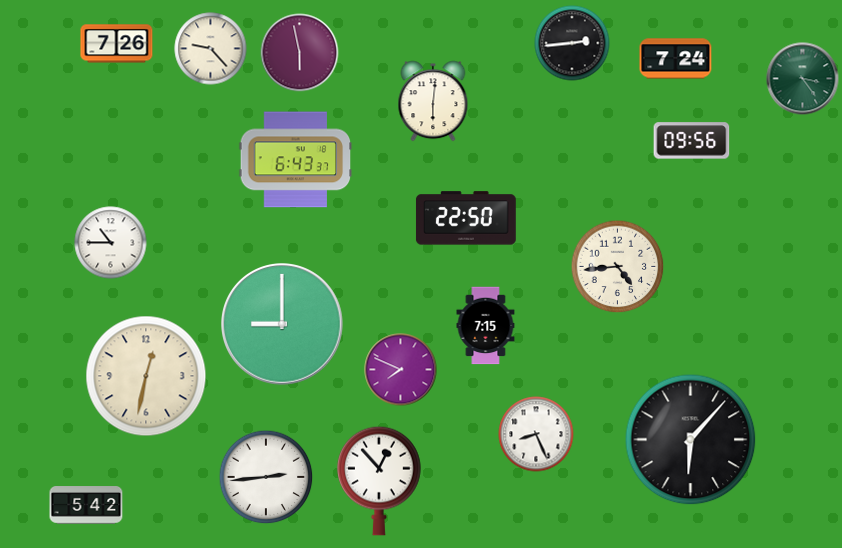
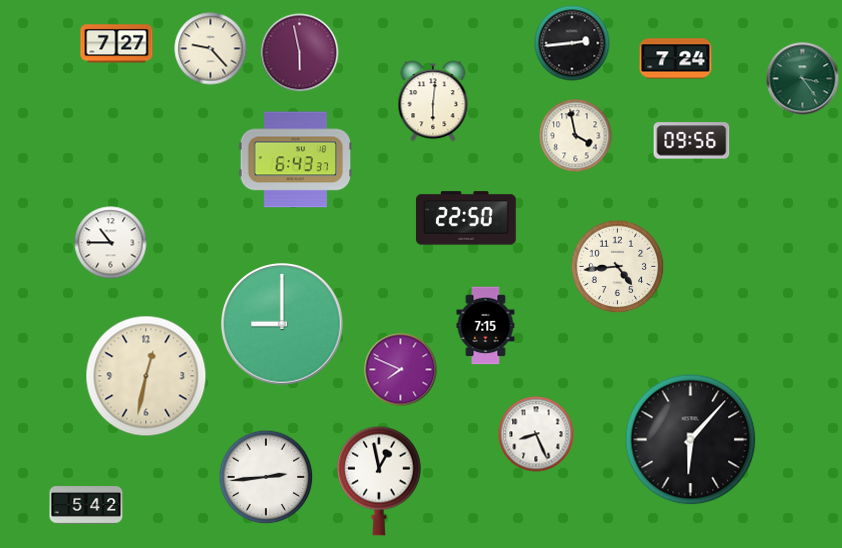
clock at (117, 44): 7:26 -> 7:27
clock at (576, 136): none -> 3:58
clock at (379, 481): 12:53 -> 12:58
